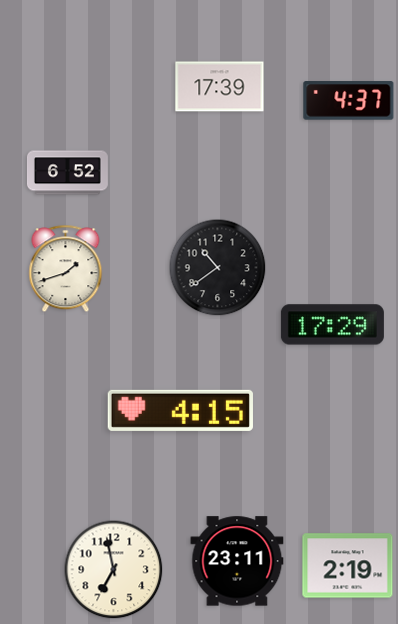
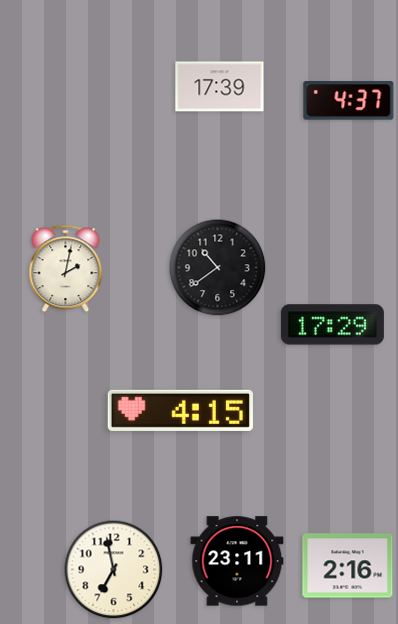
clock at (67, 173): 6:52 -> none
clock at (66, 269): 1:42 -> 2:02
clock at (348, 566): 2:19 -> 2:16
